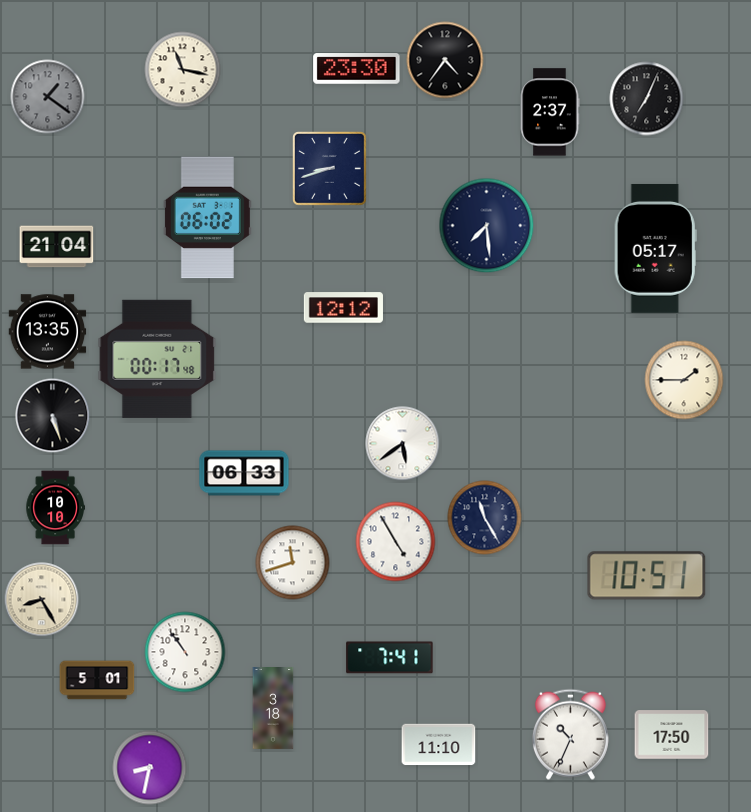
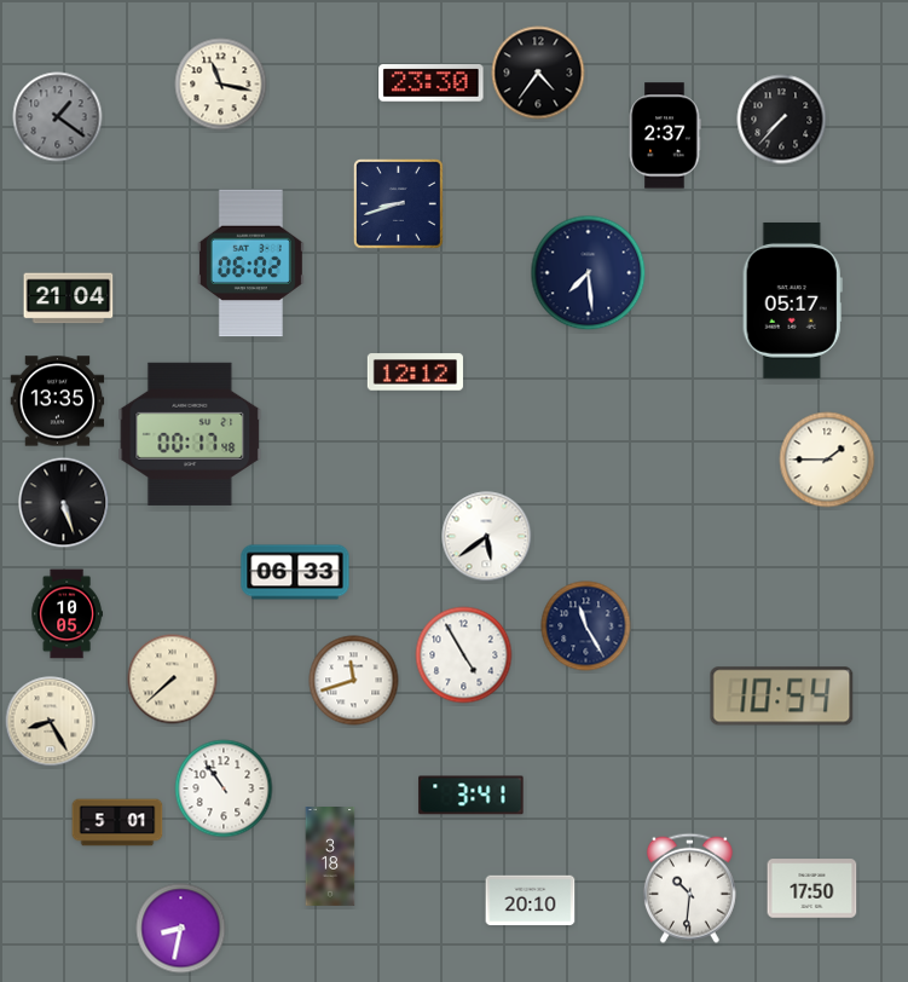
clock at (647, 99): 7:04 -> 7:37
clock at (55, 508): 10:10 -> 10:05
clock at (396, 542) position: (396, 542) -> (464, 655)
clock at (173, 680): none -> 7:38
clock at (647, 576): 10:51 -> 10:54
clock at (42, 600) position: (42, 600) -> (51, 722)
clock at (390, 658): 7:41 -> 3:41
clock at (570, 734): 10:34 -> 10:31
clock at (439, 745): 11:10 -> 20:10
